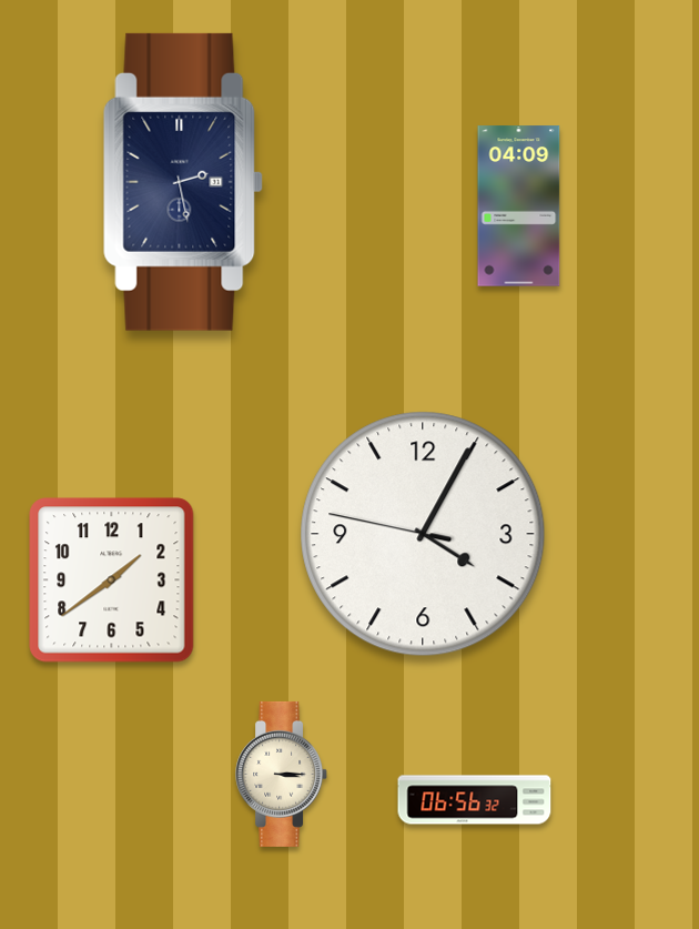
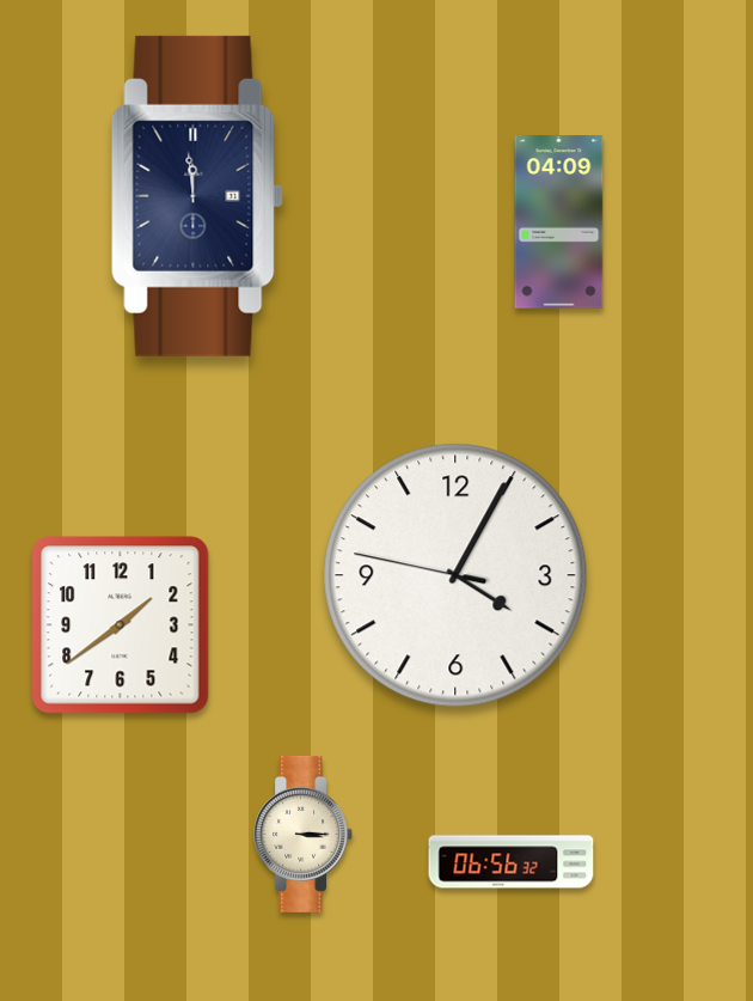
clock at (183, 182): 2:28 -> 11:59
